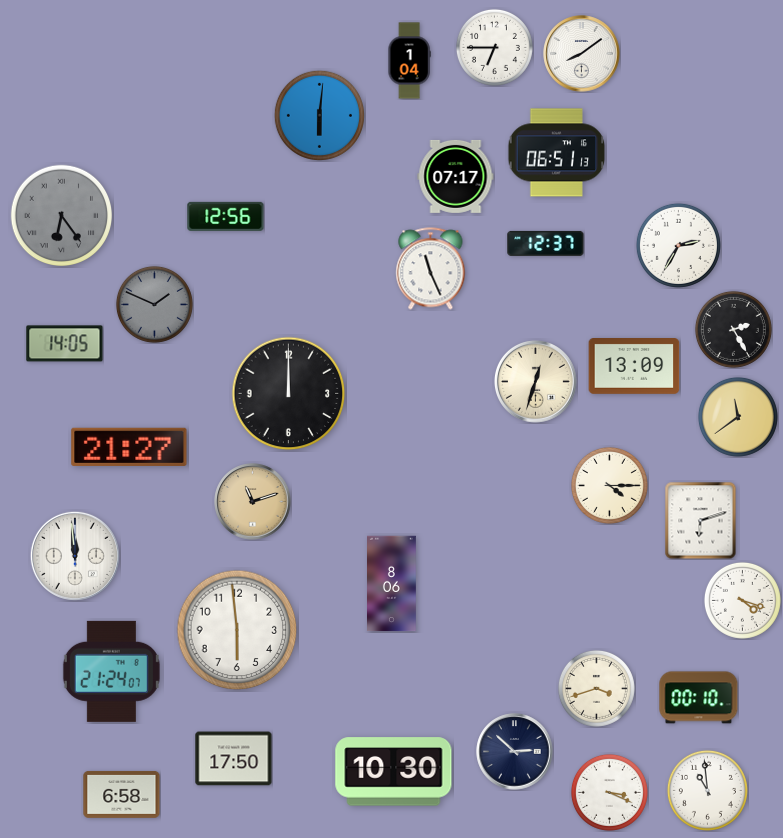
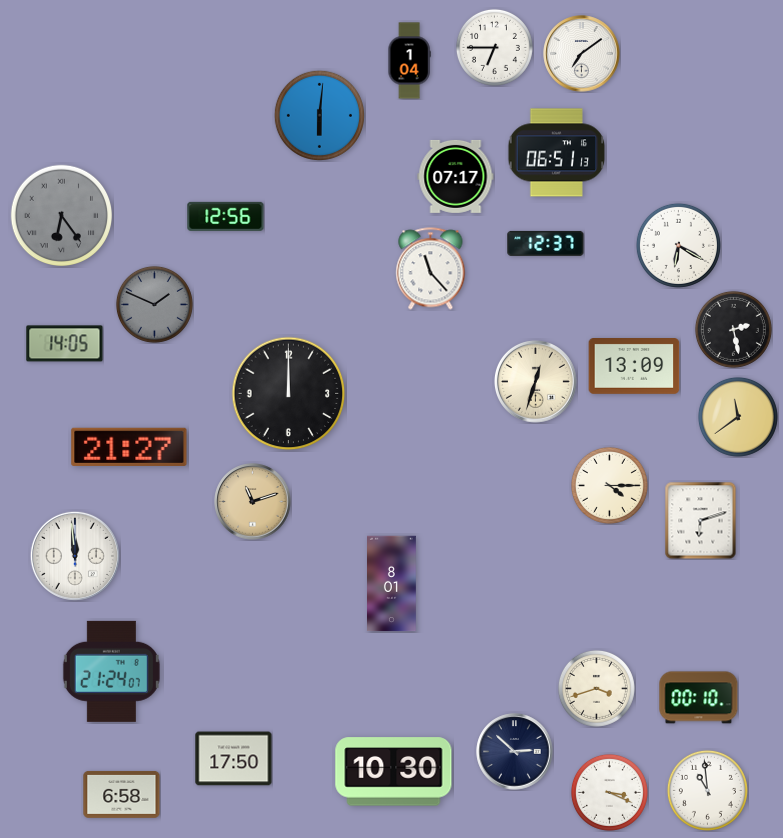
clock at (582, 54): 8:09 -> 7:09
clock at (678, 245): 2:35 -> 6:20
clock at (431, 269): 11:26 -> 11:23
clock at (733, 329): 2:25 -> 2:28
clock at (392, 584): 8:06 -> 8:01
clock at (742, 600): 4:18 -> none
clock at (237, 630): 5:59 -> none
